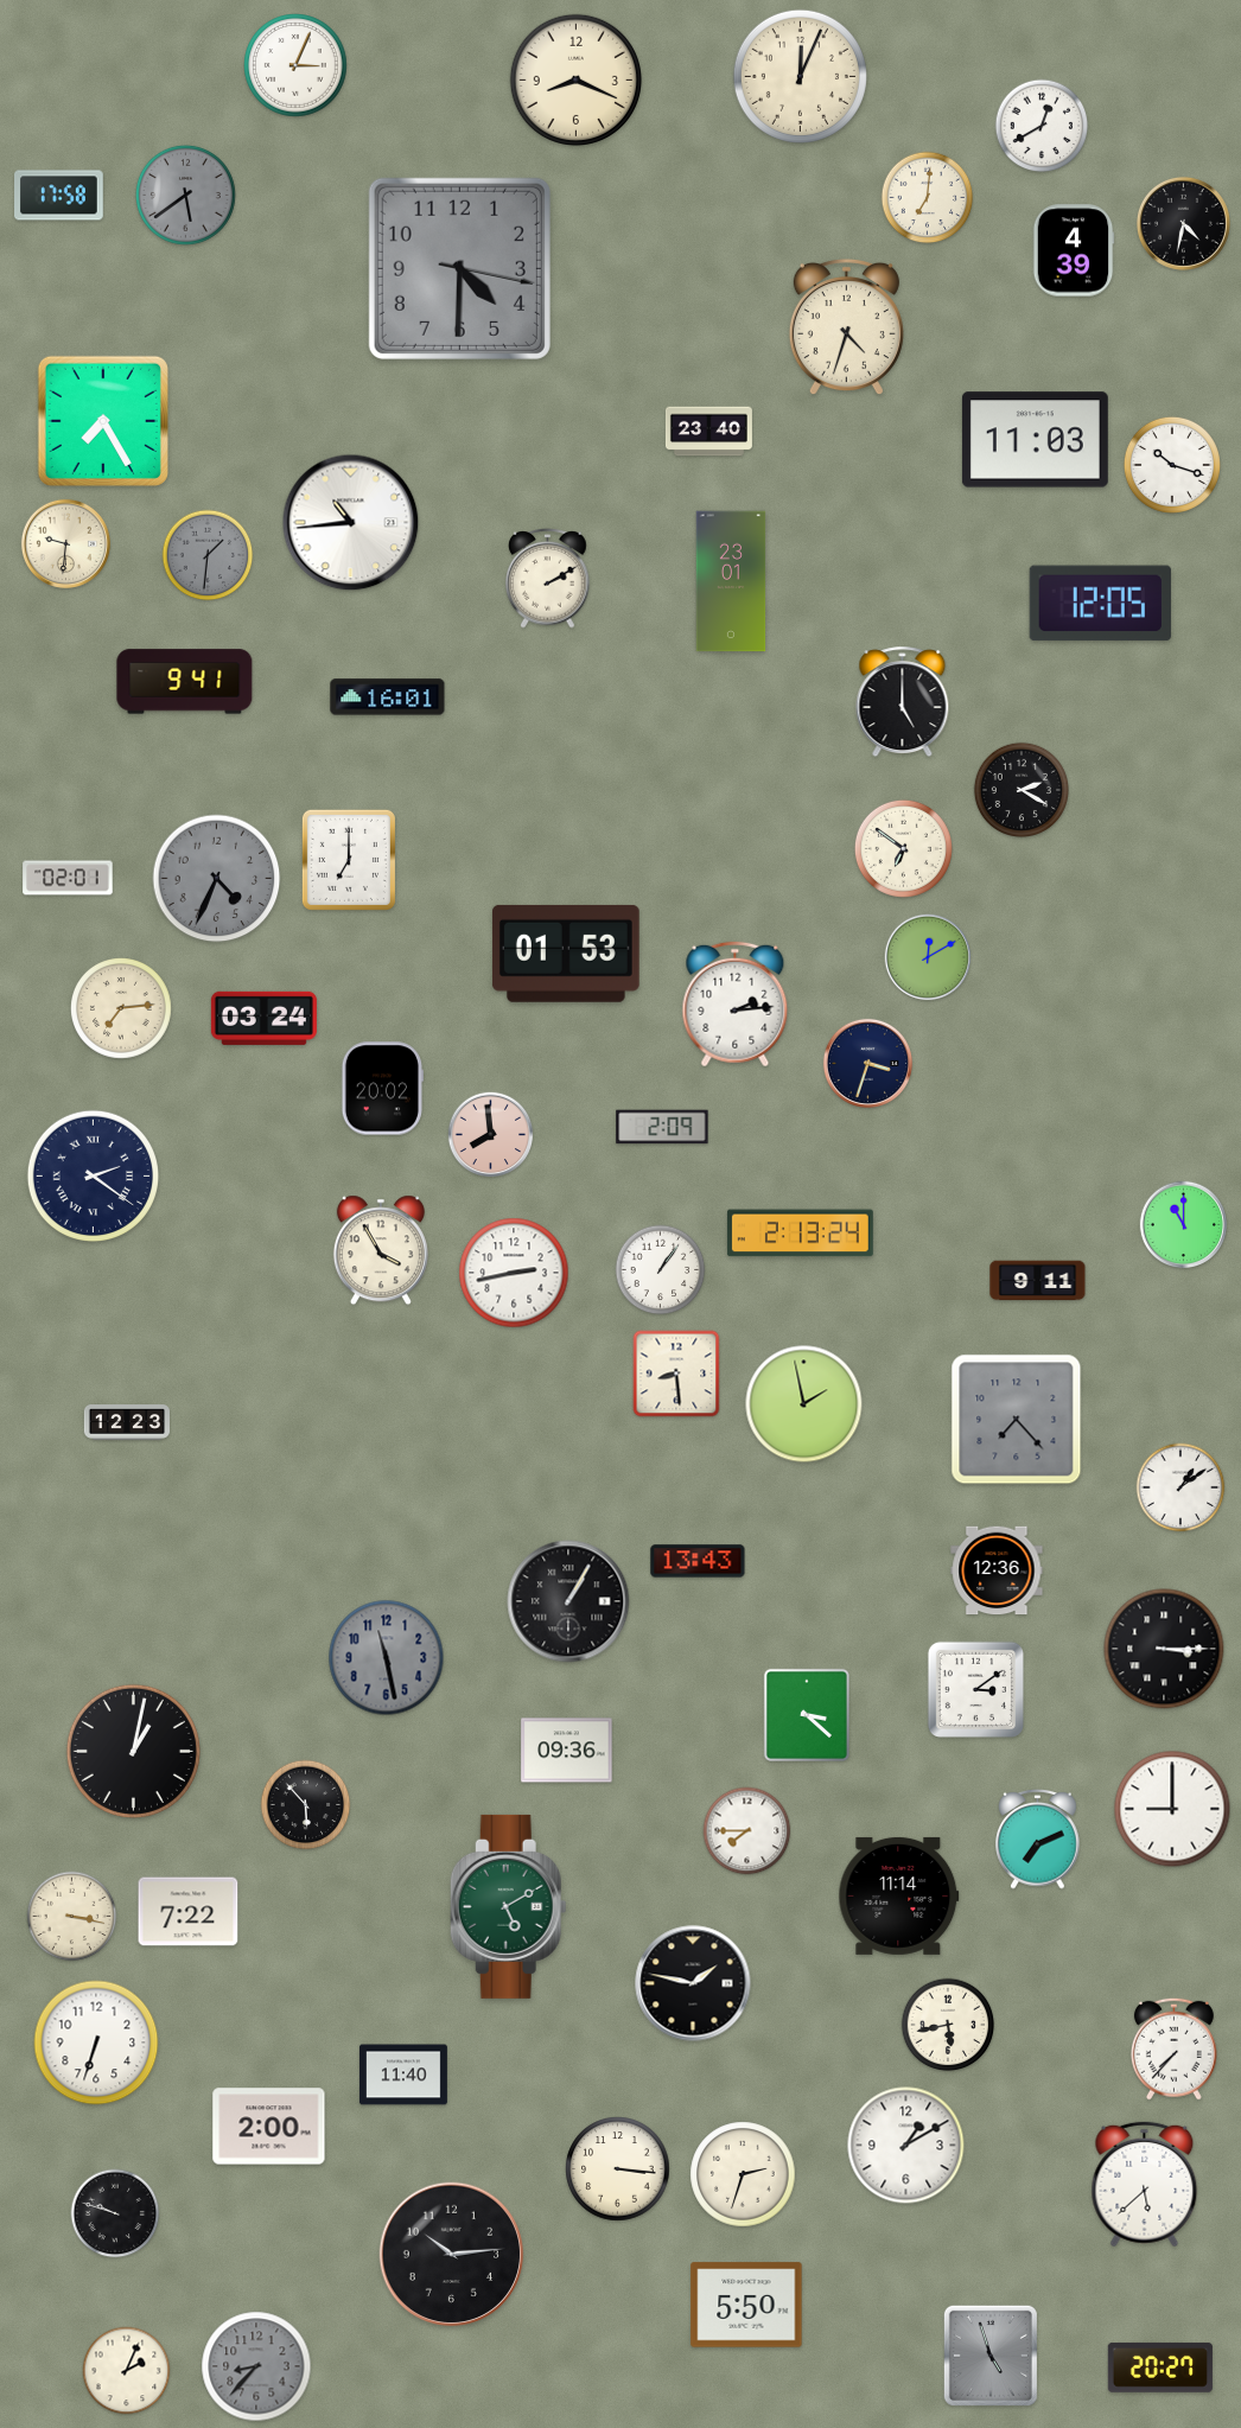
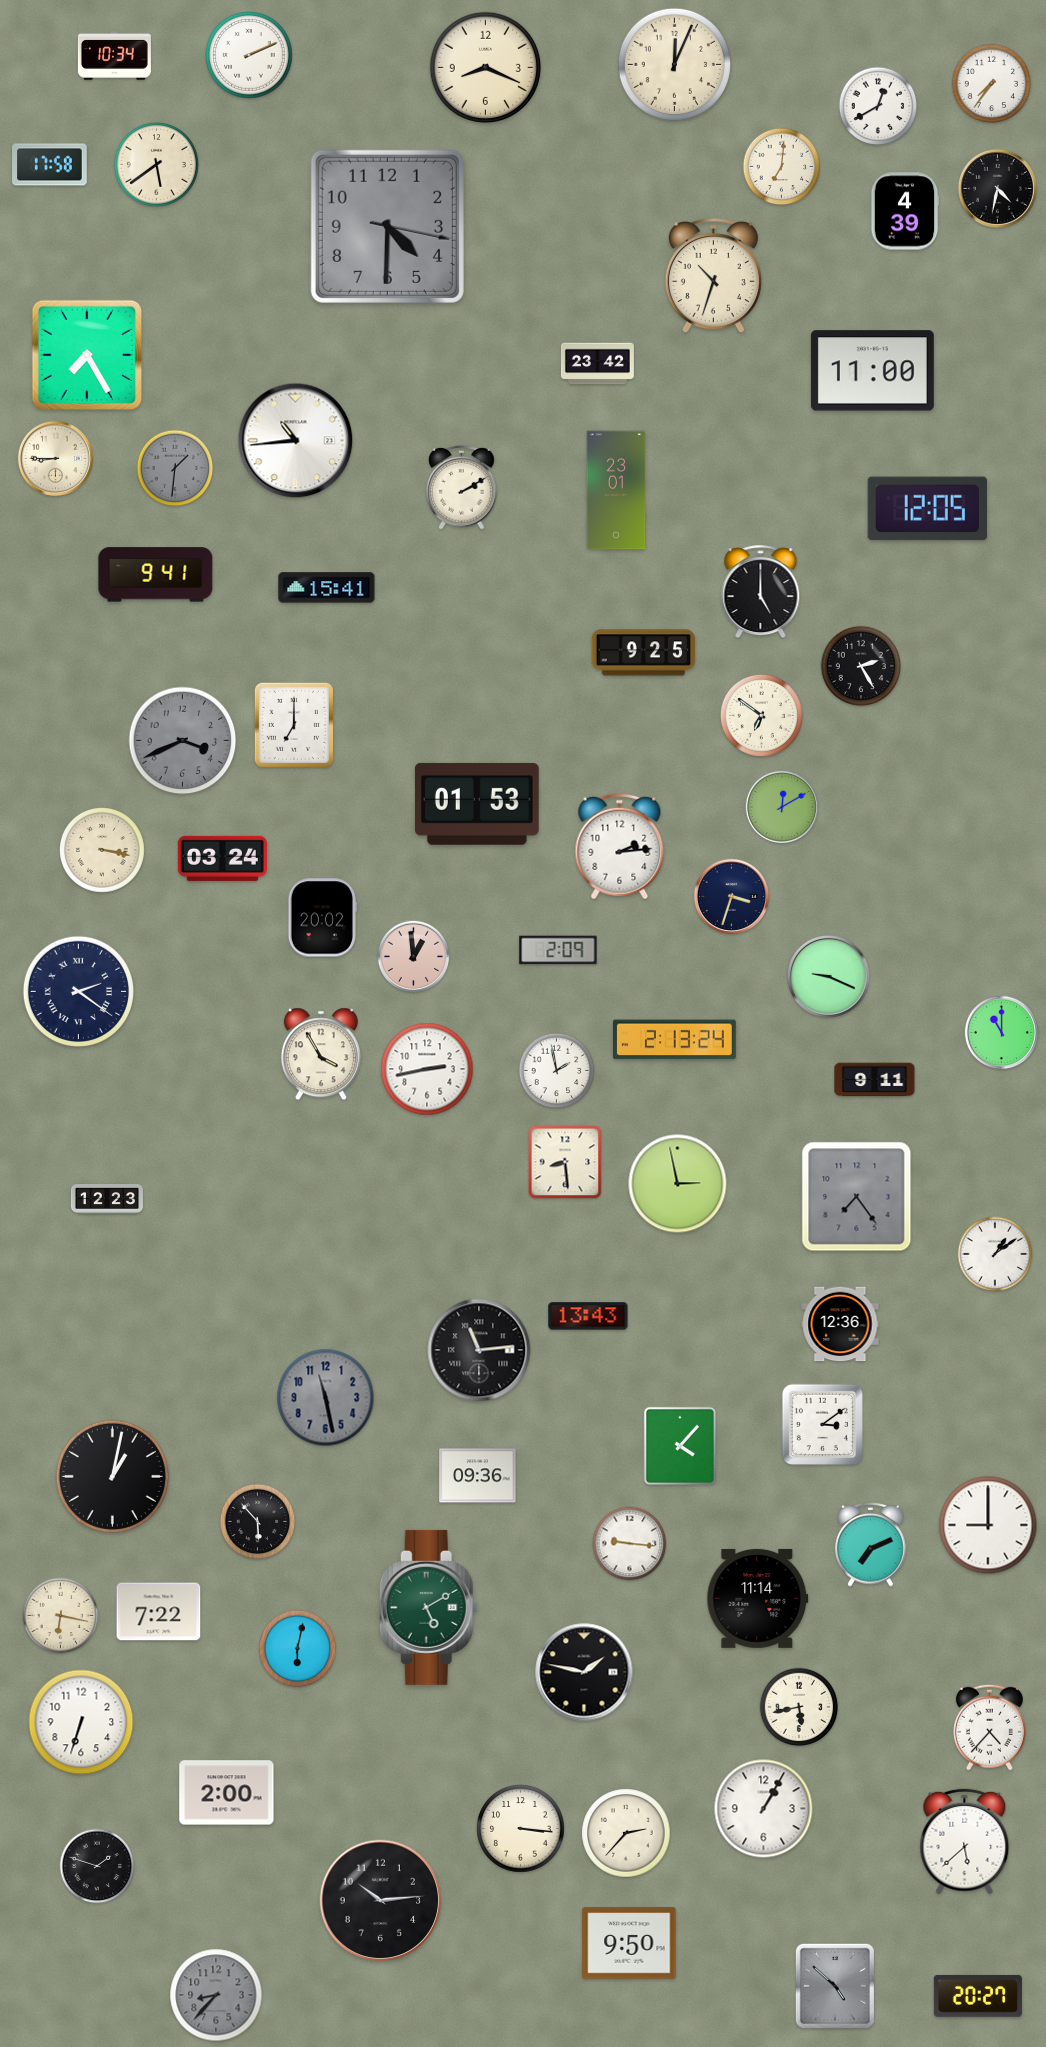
clock at (295, 65): 3:04 -> 2:11
clock at (114, 56): none -> 10:34
clock at (992, 84): none -> 7:36
clock at (185, 195) dial: grey -> cream
clock at (846, 327): 4:33 -> 10:33
clock at (708, 432): 23:40 -> 23:42
clock at (1035, 440): 11:03 -> 11:00
clock at (1172, 465): 10:18 -> none
clock at (65, 543): 9:31 -> 8:45
clock at (388, 697): 16:01 -> 15:41
clock at (644, 653): none -> 9:25
clock at (1020, 789): 2:20 -> 2:25
clock at (68, 878): 02:01 -> none
clock at (217, 879): 4:34 -> 3:41
clock at (122, 1009): 7:14 -> 3:17
clock at (491, 1135): 7:59 -> 12:59
clock at (829, 977): none -> 9:19
clock at (1183, 1224) position: (1183, 1224) -> (1001, 1032)
clock at (661, 1270): 1:06 -> 1:58
clock at (514, 1273) position: (514, 1273) -> (427, 1069)
clock at (676, 1374) position: (676, 1374) -> (565, 1162)
clock at (804, 1404): 1:58 -> 2:58
clock at (1017, 1420): 7:23 -> 7:24
clock at (568, 1601): 1:05 -> 11:14
clock at (1164, 1649): 3:15 -> none
clock at (807, 1715): 3:22 -> 4:07
clock at (747, 1831): 7:45 -> 9:16
clock at (1038, 1838) position: (1038, 1838) -> (871, 1544)
clock at (72, 1917): 3:17 -> 6:17
clock at (298, 1649): none -> 6:02
clock at (1173, 2048): 7:37 -> 4:37
clock at (403, 2075): 11:40 -> none
clock at (906, 2146): 1:10 -> 1:05
clock at (743, 2174): 2:33 -> 2:37
clock at (115, 2213): 9:48 -> 1:48
clock at (746, 2305): 5:50 -> 9:50
clock at (991, 2356): 4:57 -> 4:52
clock at (127, 2371): 2:04 -> none
